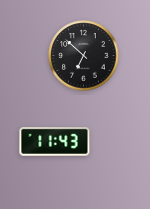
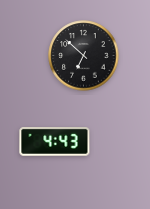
clock at (55, 142): 11:43 -> 4:43
